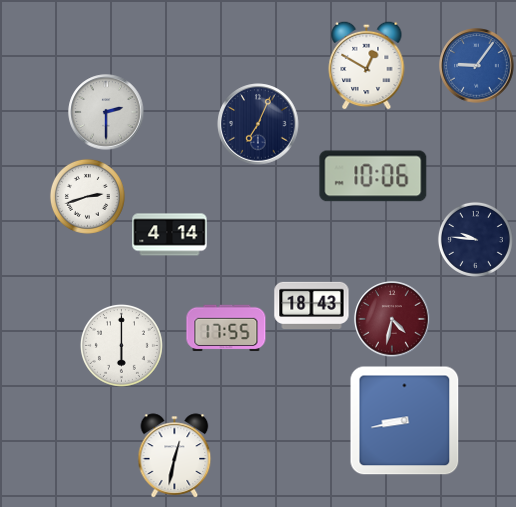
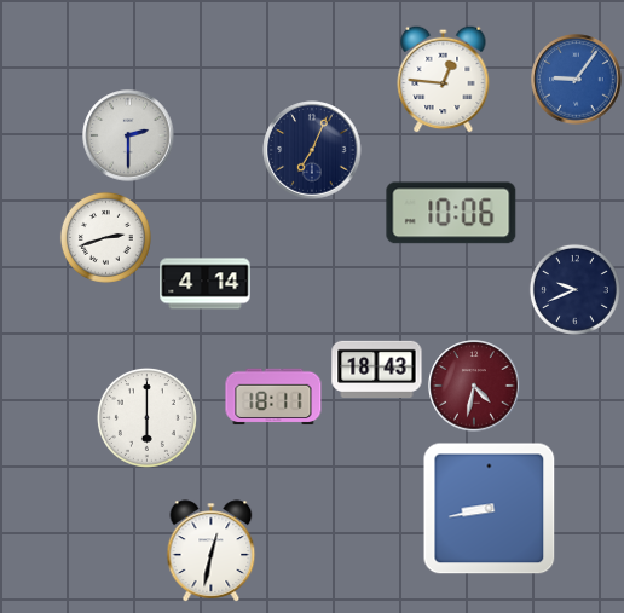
clock at (367, 65): 12:50 -> 12:46
clock at (475, 239): 9:46 -> 9:41
clock at (226, 328): 17:55 -> 18:11
